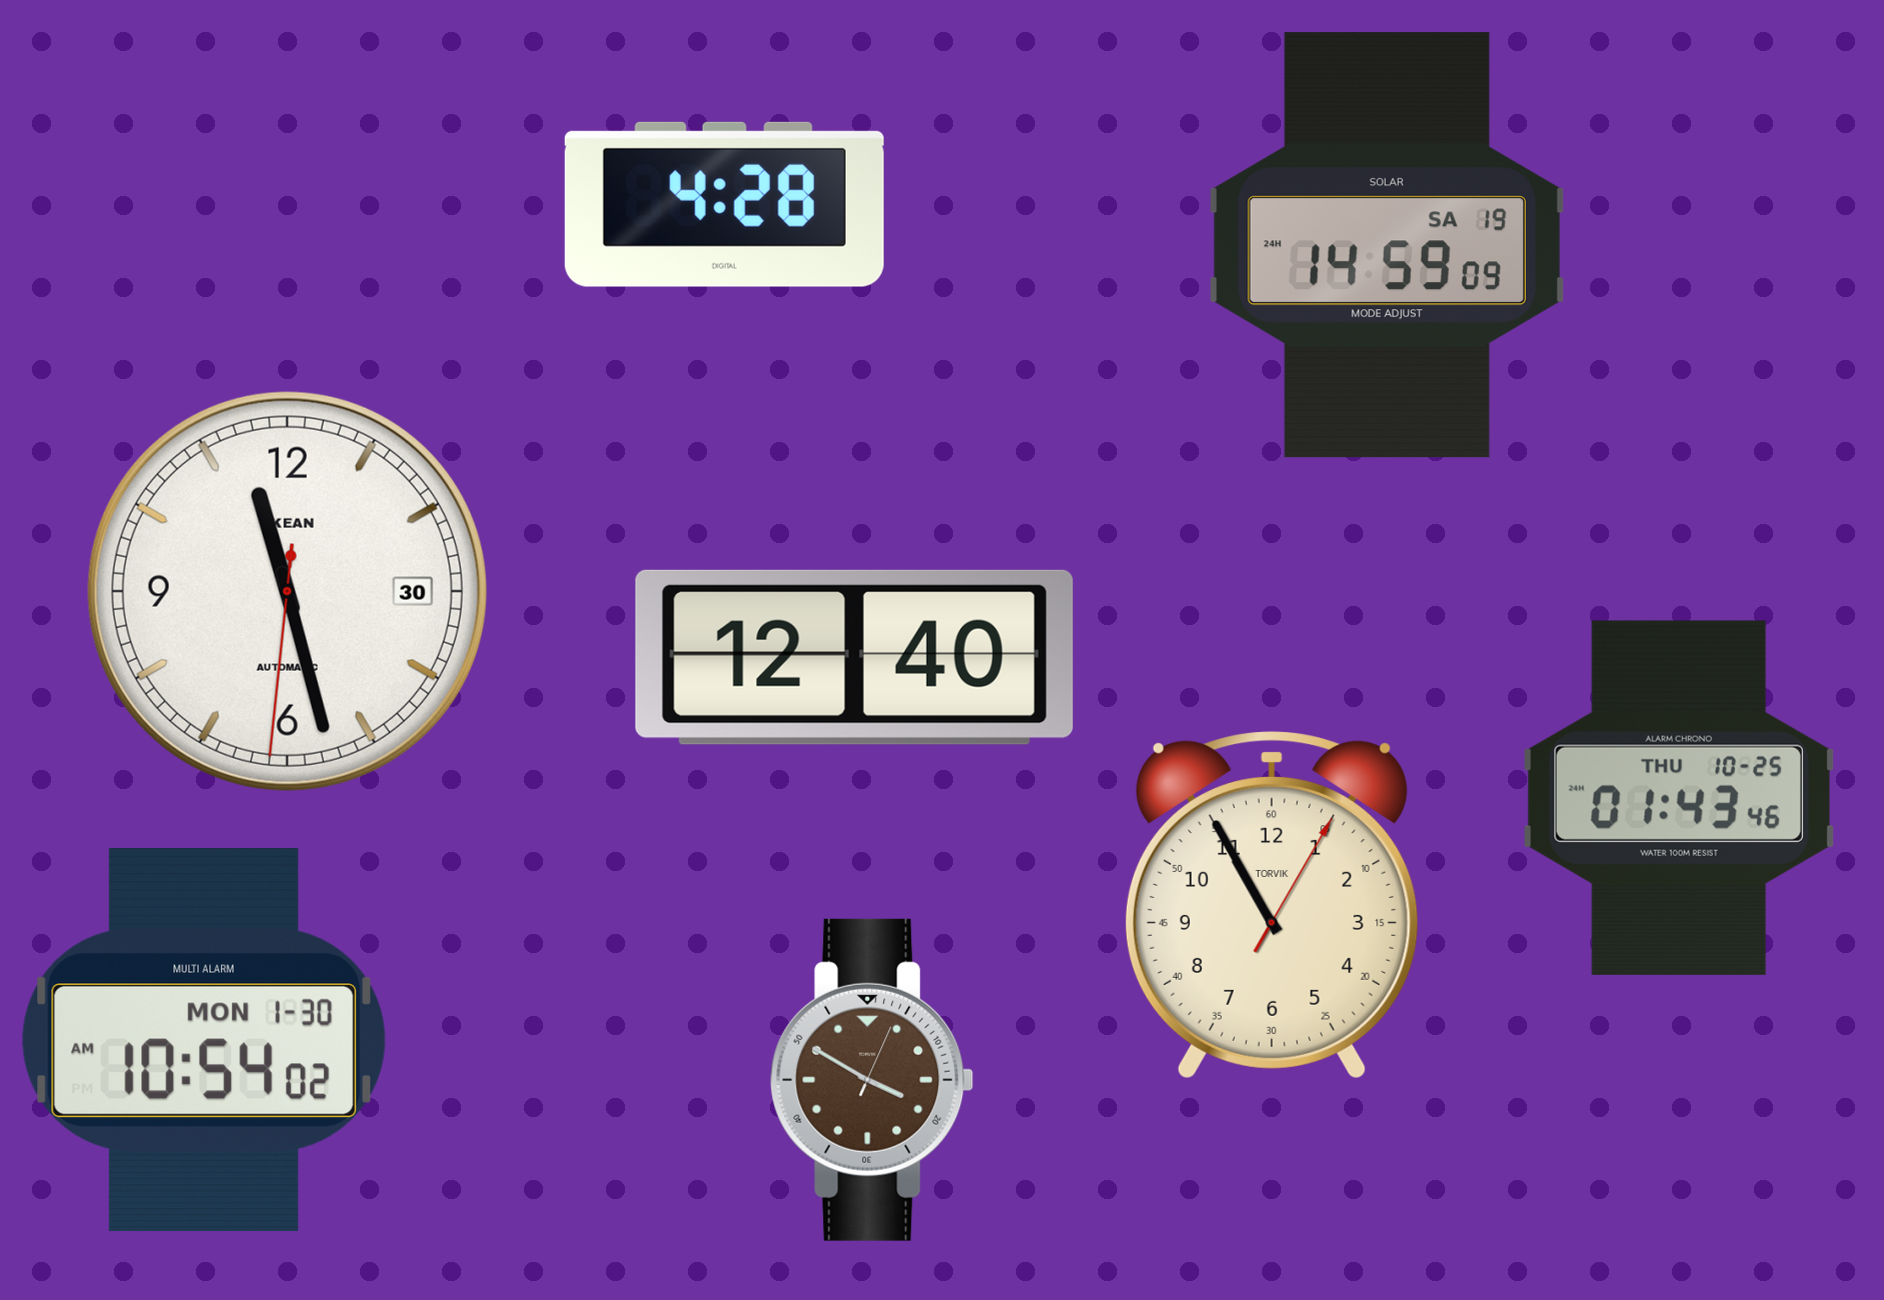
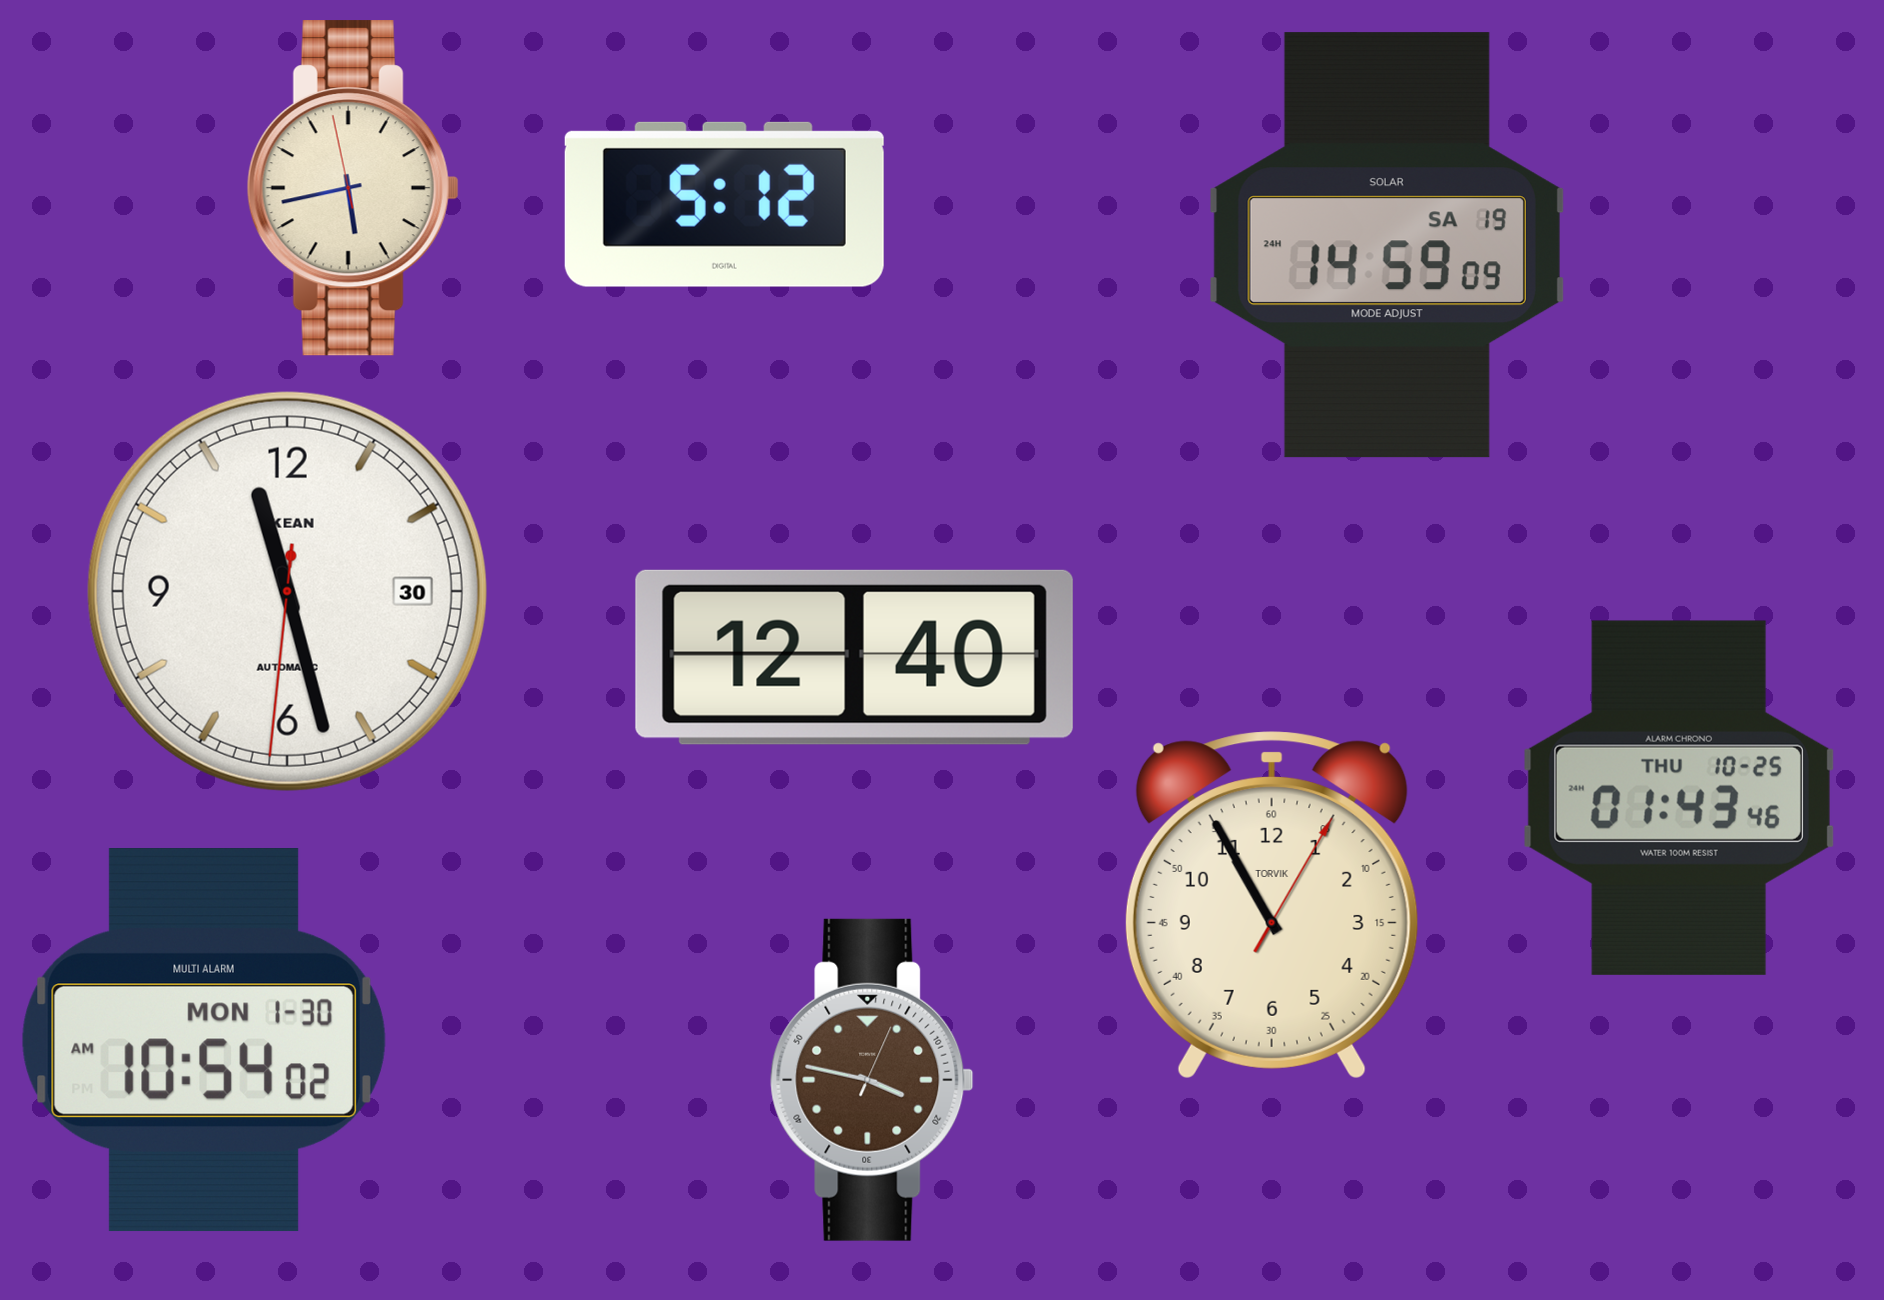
clock at (353, 188): none -> 5:42
clock at (724, 204): 4:28 -> 5:12
clock at (872, 1080): 3:50 -> 3:47
